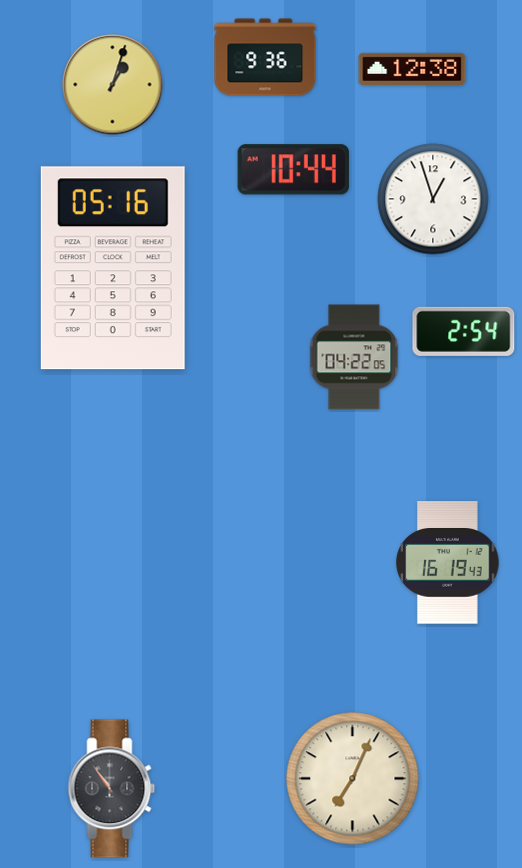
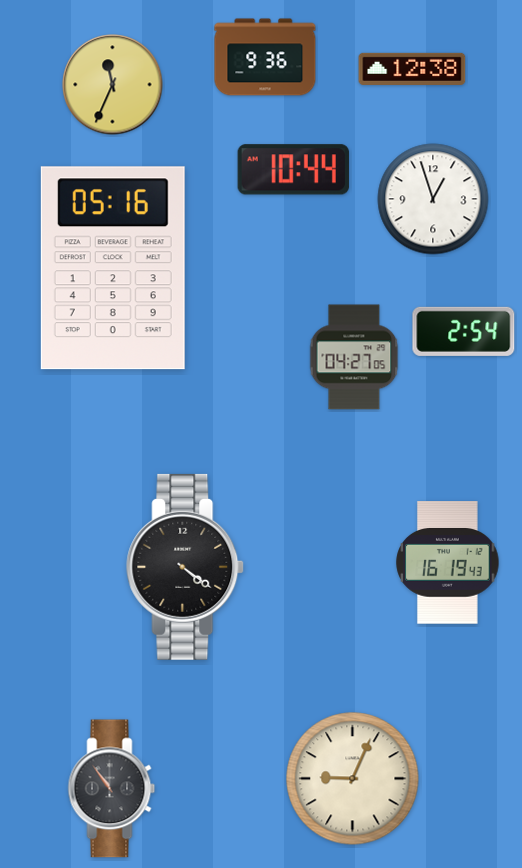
clock at (113, 85): 1:03 -> 11:34
clock at (354, 357): 04:22 -> 04:27
clock at (186, 567): none -> 4:21
clock at (353, 779): 7:04 -> 9:04
